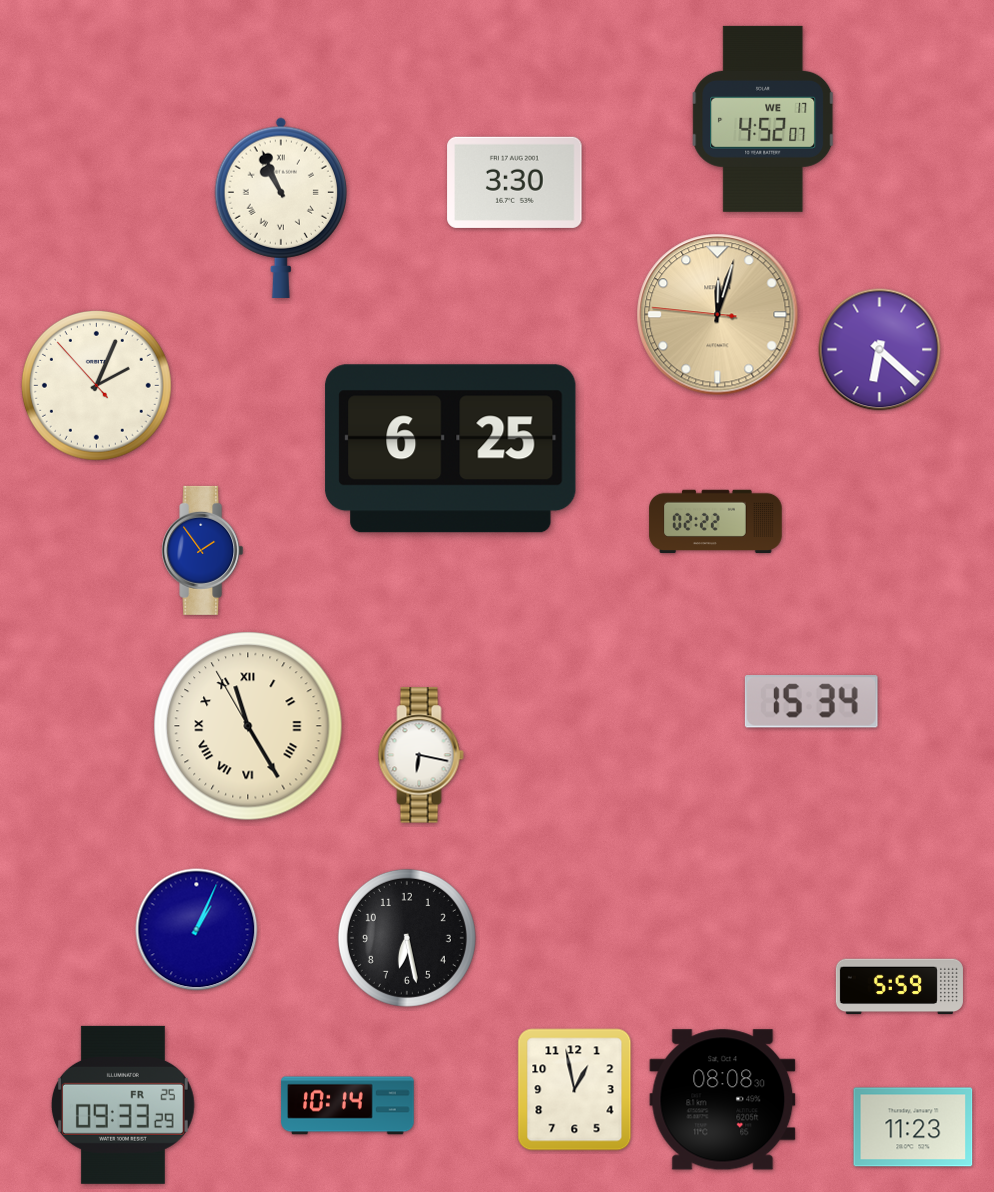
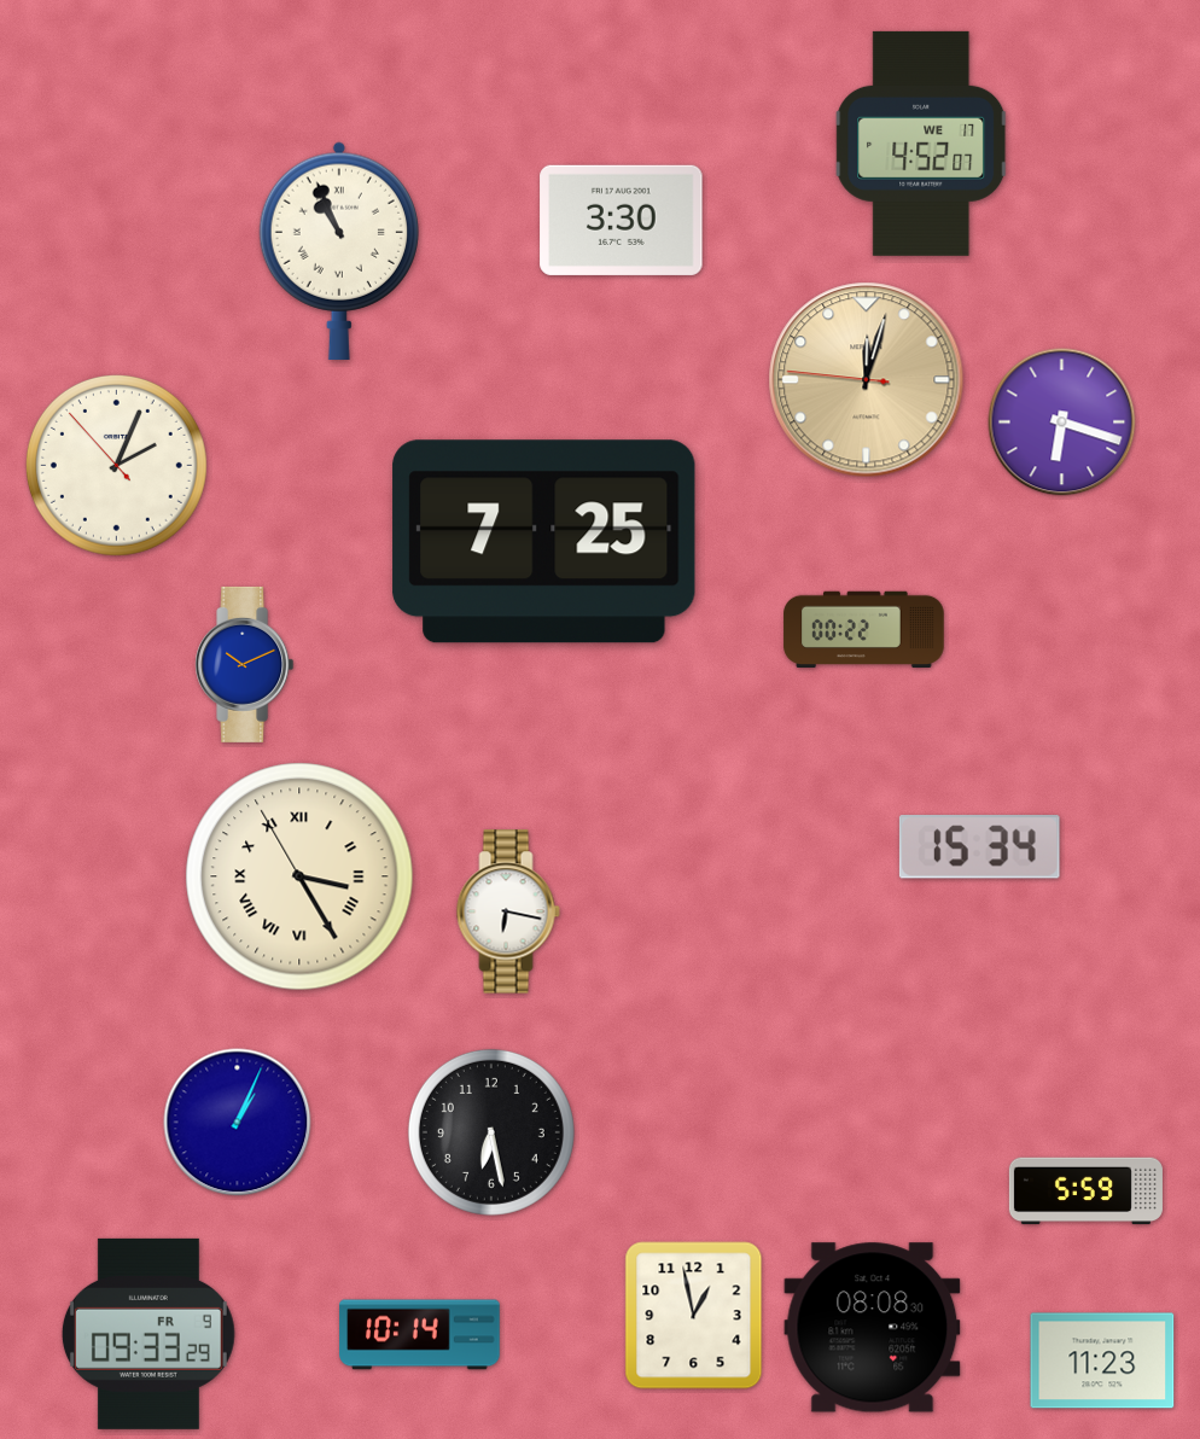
clock at (880, 350): 6:22 -> 6:18
clock at (451, 449): 6:25 -> 7:25
clock at (716, 522): 02:22 -> 00:22
clock at (203, 550): 1:54 -> 10:11
clock at (248, 726): 11:24 -> 3:24
clock at (123, 1105) date: FR 25 -> FR 9
